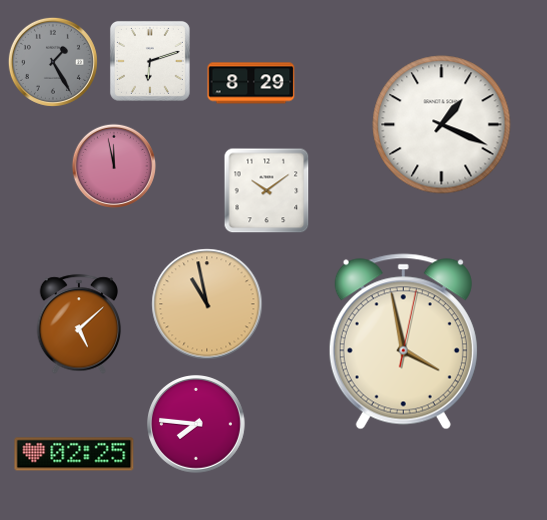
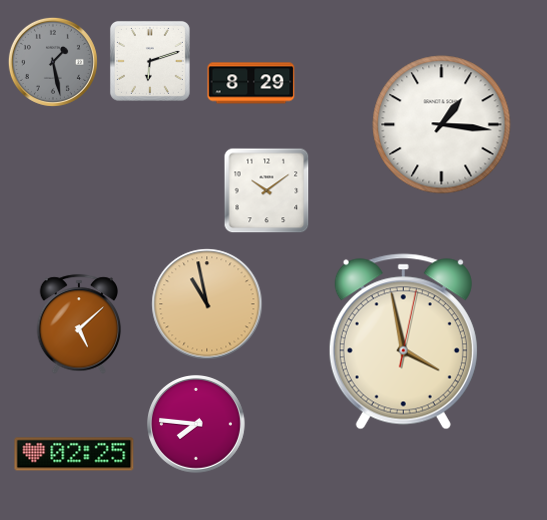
clock at (53, 62): 1:25 -> 1:28
clock at (442, 125): 1:19 -> 1:16
clock at (114, 166): 11:58 -> none
